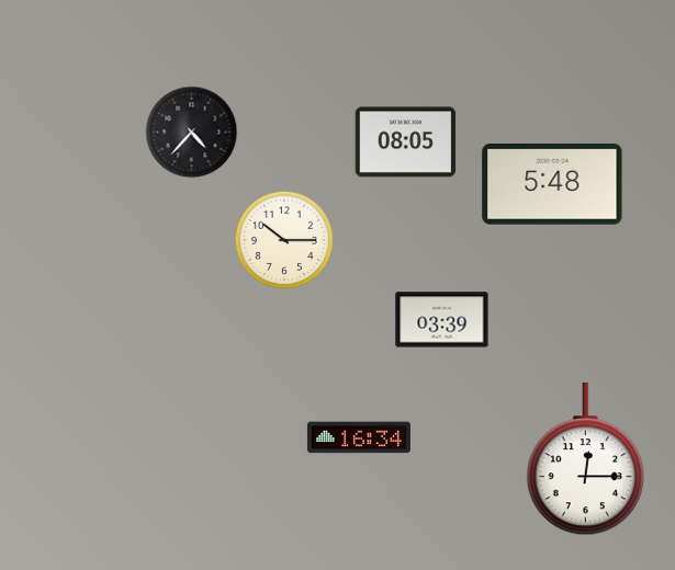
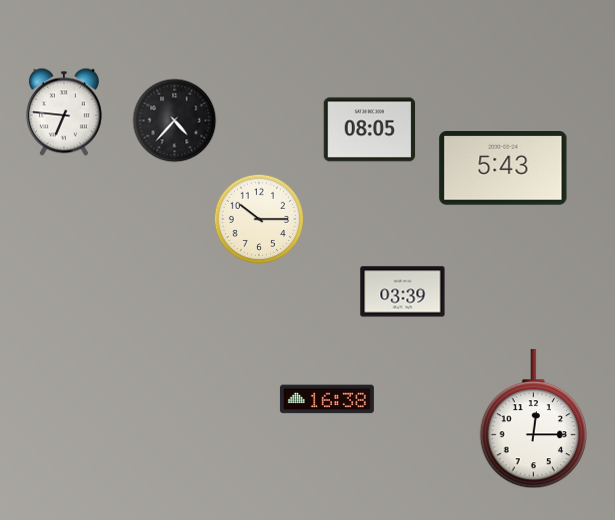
clock at (64, 112): none -> 6:46
clock at (552, 185): 5:48 -> 5:43
clock at (359, 437): 16:34 -> 16:38
